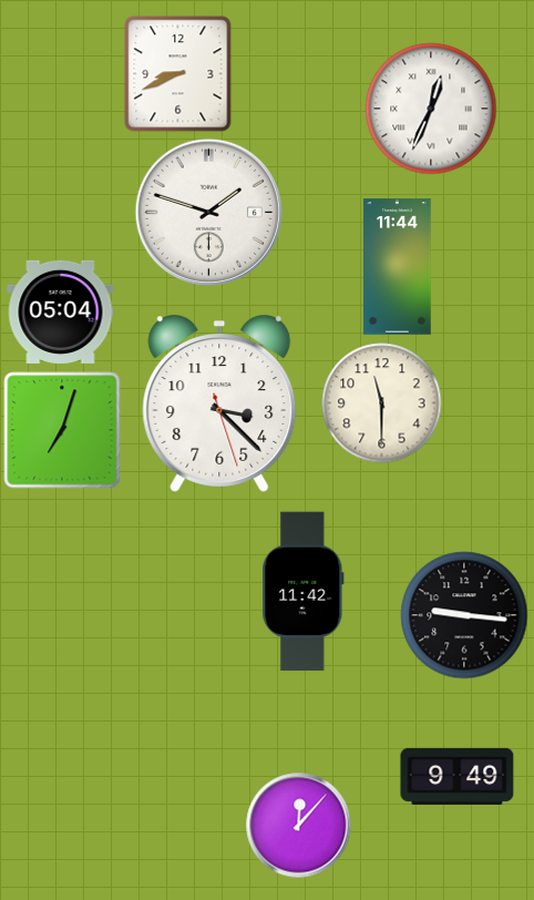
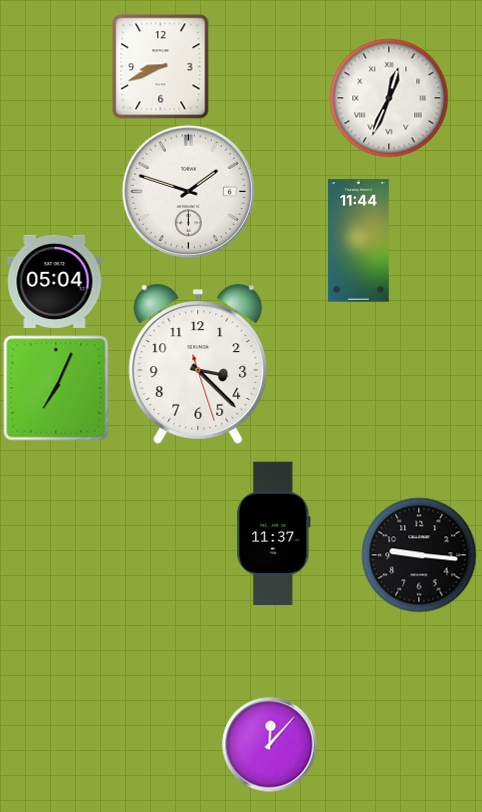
clock at (382, 403): 11:30 -> none
clock at (62, 430): 7:03 -> 7:04
clock at (304, 592): 11:42 -> 11:37
clock at (458, 776): 9:49 -> none
